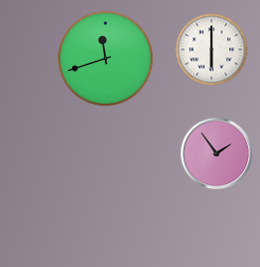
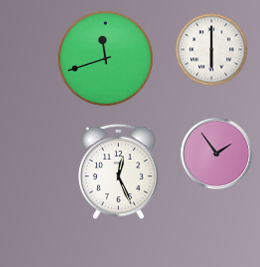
clock at (119, 172): none -> 12:26
